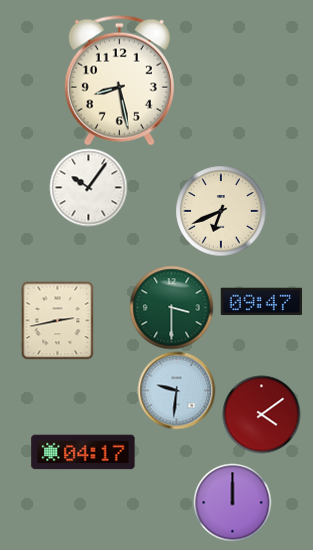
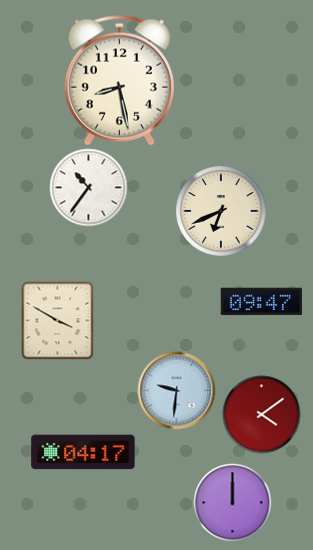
clock at (88, 187): 10:06 -> 10:36
clock at (171, 307): 3:30 -> none
clock at (58, 320): 2:43 -> 3:50
